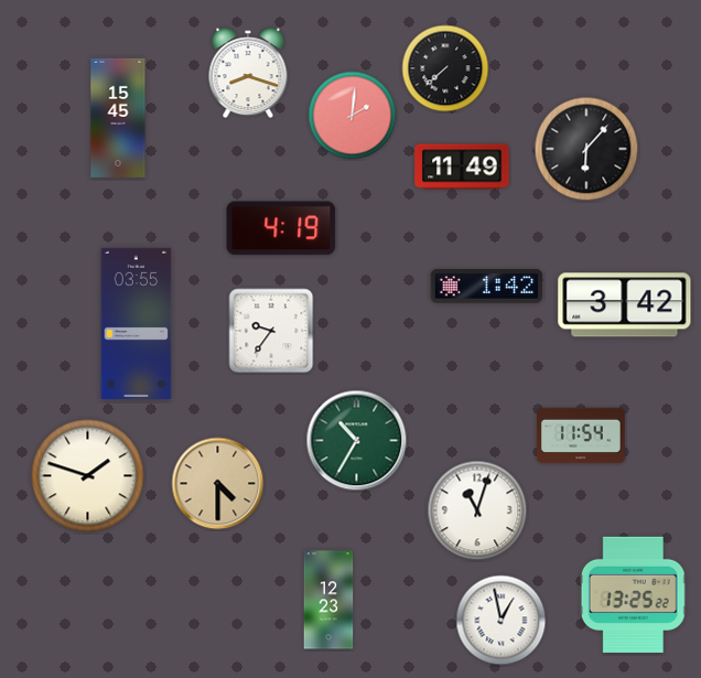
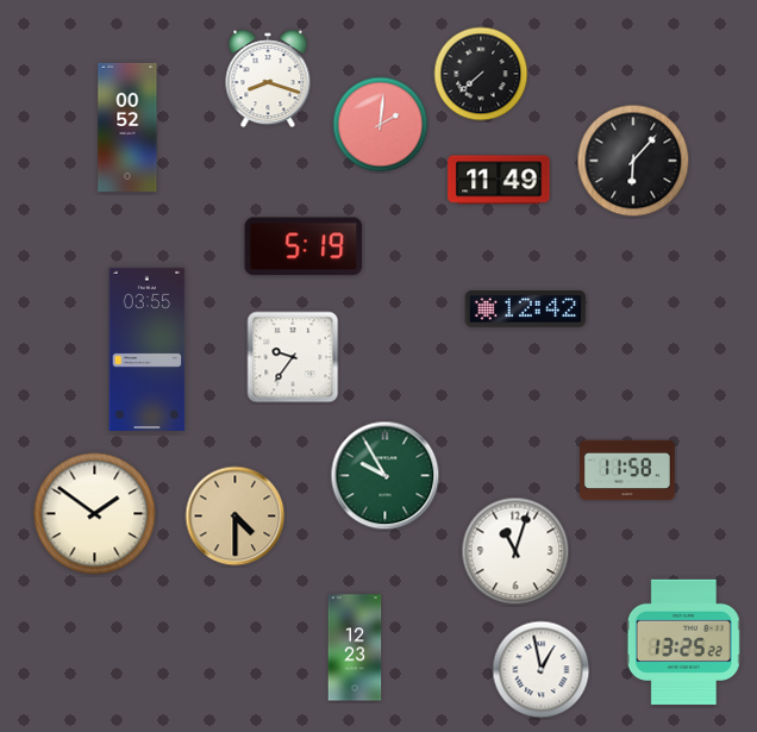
clock at (118, 118): 15:45 -> 00:52
clock at (281, 228): 4:19 -> 5:19
clock at (487, 287): 1:42 -> 12:42
clock at (625, 305): 3:42 -> none
clock at (582, 435): 11:54 -> 11:58
clock at (357, 441): 10:35 -> 9:55
clock at (88, 476): 1:48 -> 1:51
clock at (218, 484) position: (218, 484) -> (236, 517)
